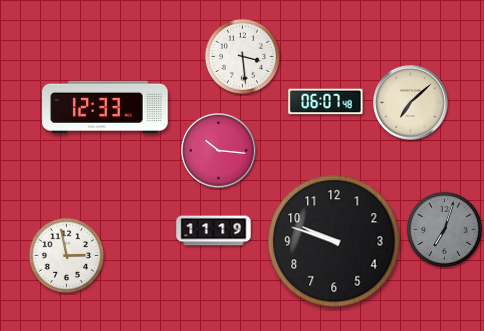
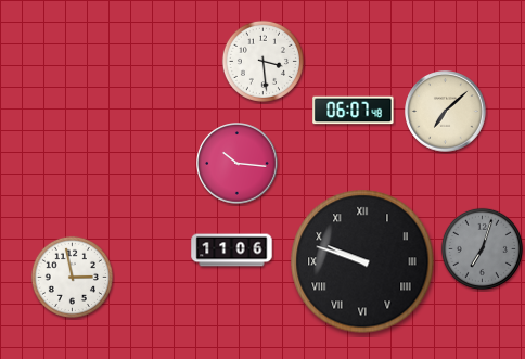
clock at (105, 106): 12:33 -> none
clock at (214, 231): 11:19 -> 11:06
clock at (334, 241) numerals: Arabic -> Roman
